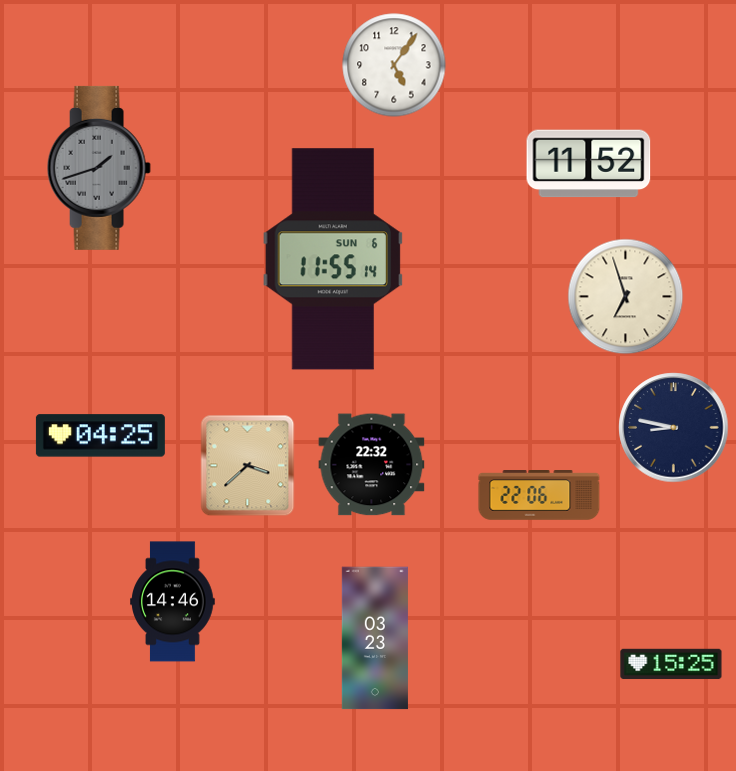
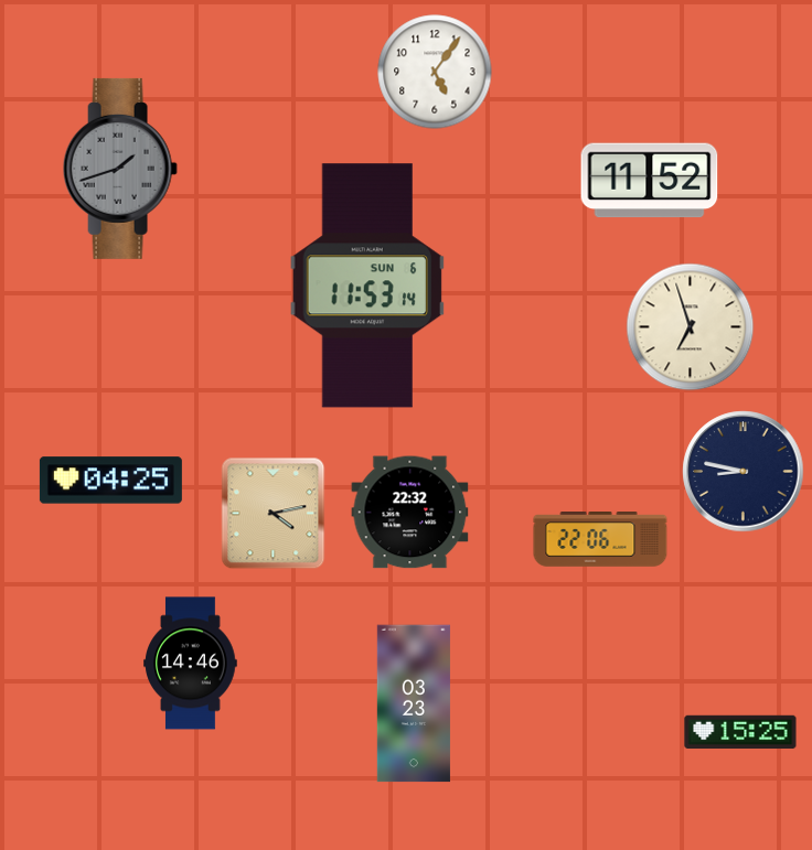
clock at (99, 168) position: (99, 168) -> (120, 169)
clock at (333, 259): 11:55 -> 11:53
clock at (248, 466): 3:38 -> 4:13
clock at (539, 496) position: (539, 496) -> (600, 540)
